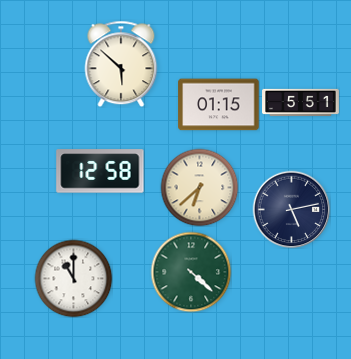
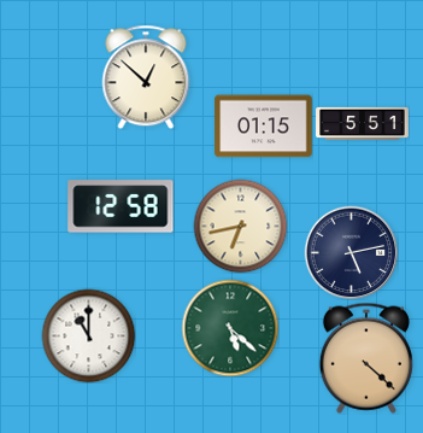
clock at (121, 64): 5:52 -> 12:52
clock at (199, 187): 6:38 -> 6:43
clock at (191, 272): 4:22 -> 5:22
clock at (366, 358): none -> 4:22
